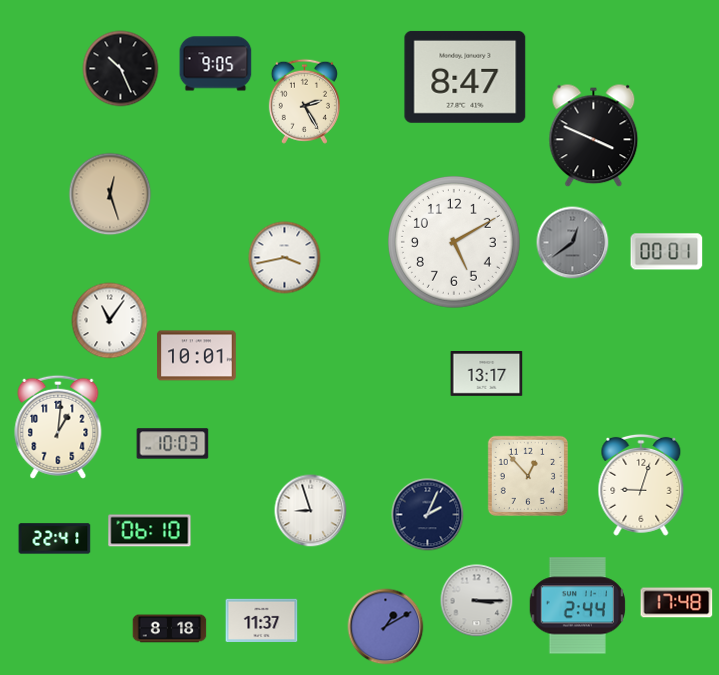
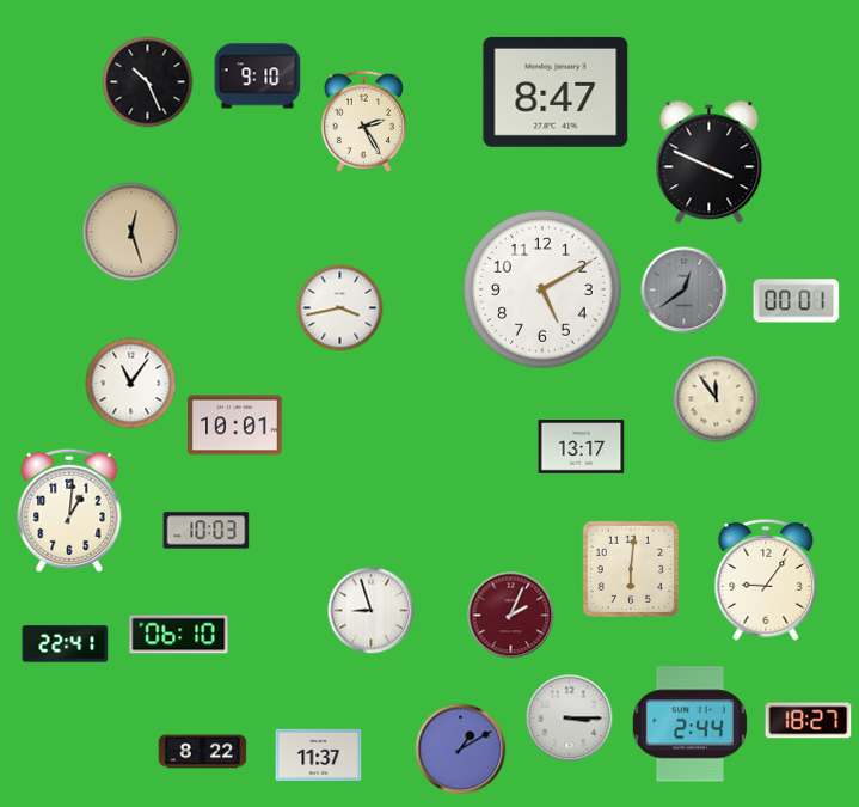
clock at (216, 64): 9:05 -> 9:10
clock at (121, 69) position: (121, 69) -> (148, 82)
clock at (717, 399): none -> 11:54
clock at (528, 476): 12:53 -> 6:01
clock at (641, 485): 9:03 -> 9:06
clock at (428, 515) dial: navy -> burgundy
clock at (677, 603): 17:48 -> 18:27
clock at (262, 621) position: (262, 621) -> (319, 756)
clock at (170, 629): 8:18 -> 8:22
